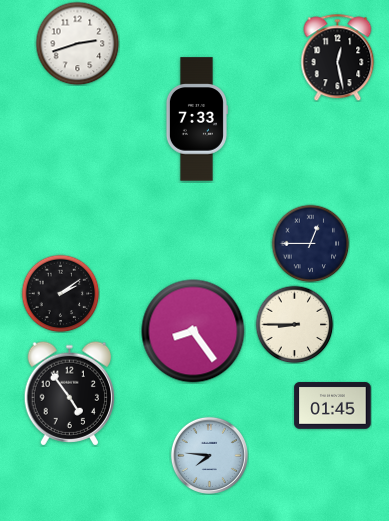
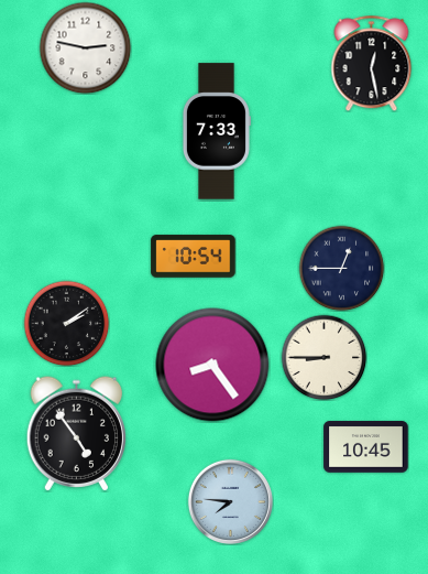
clock at (77, 43): 2:42 -> 2:47
clock at (194, 257): none -> 10:54
clock at (333, 406): 01:45 -> 10:45
